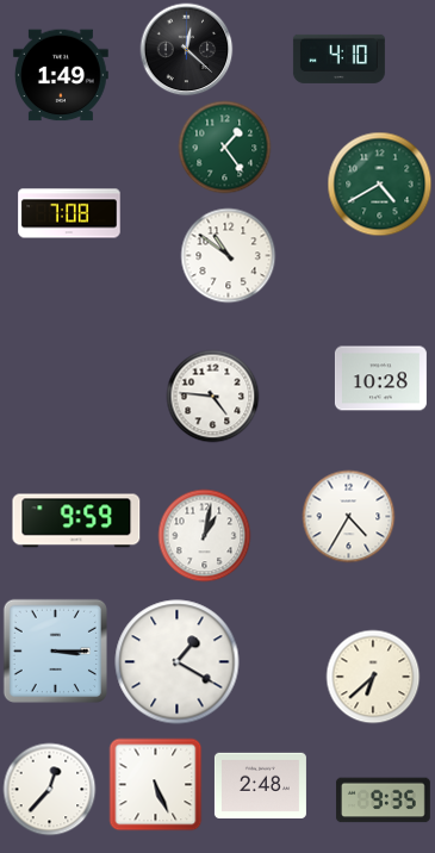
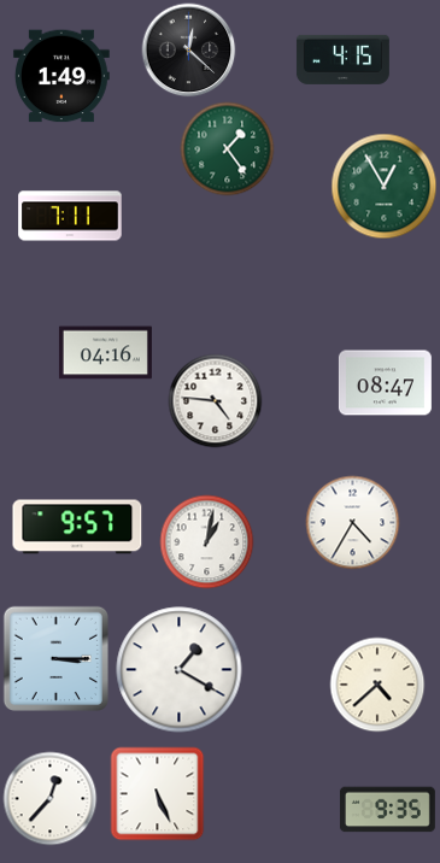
clock at (338, 58): 4:10 -> 4:15
clock at (379, 183): 4:40 -> 12:55
clock at (69, 213): 7:08 -> 7:11
clock at (228, 255): 10:51 -> none
clock at (105, 353): none -> 04:16
clock at (380, 379): 10:28 -> 08:47
clock at (76, 521): 9:59 -> 9:57
clock at (373, 677): 6:38 -> 4:38
clock at (260, 785): 2:48 -> none
